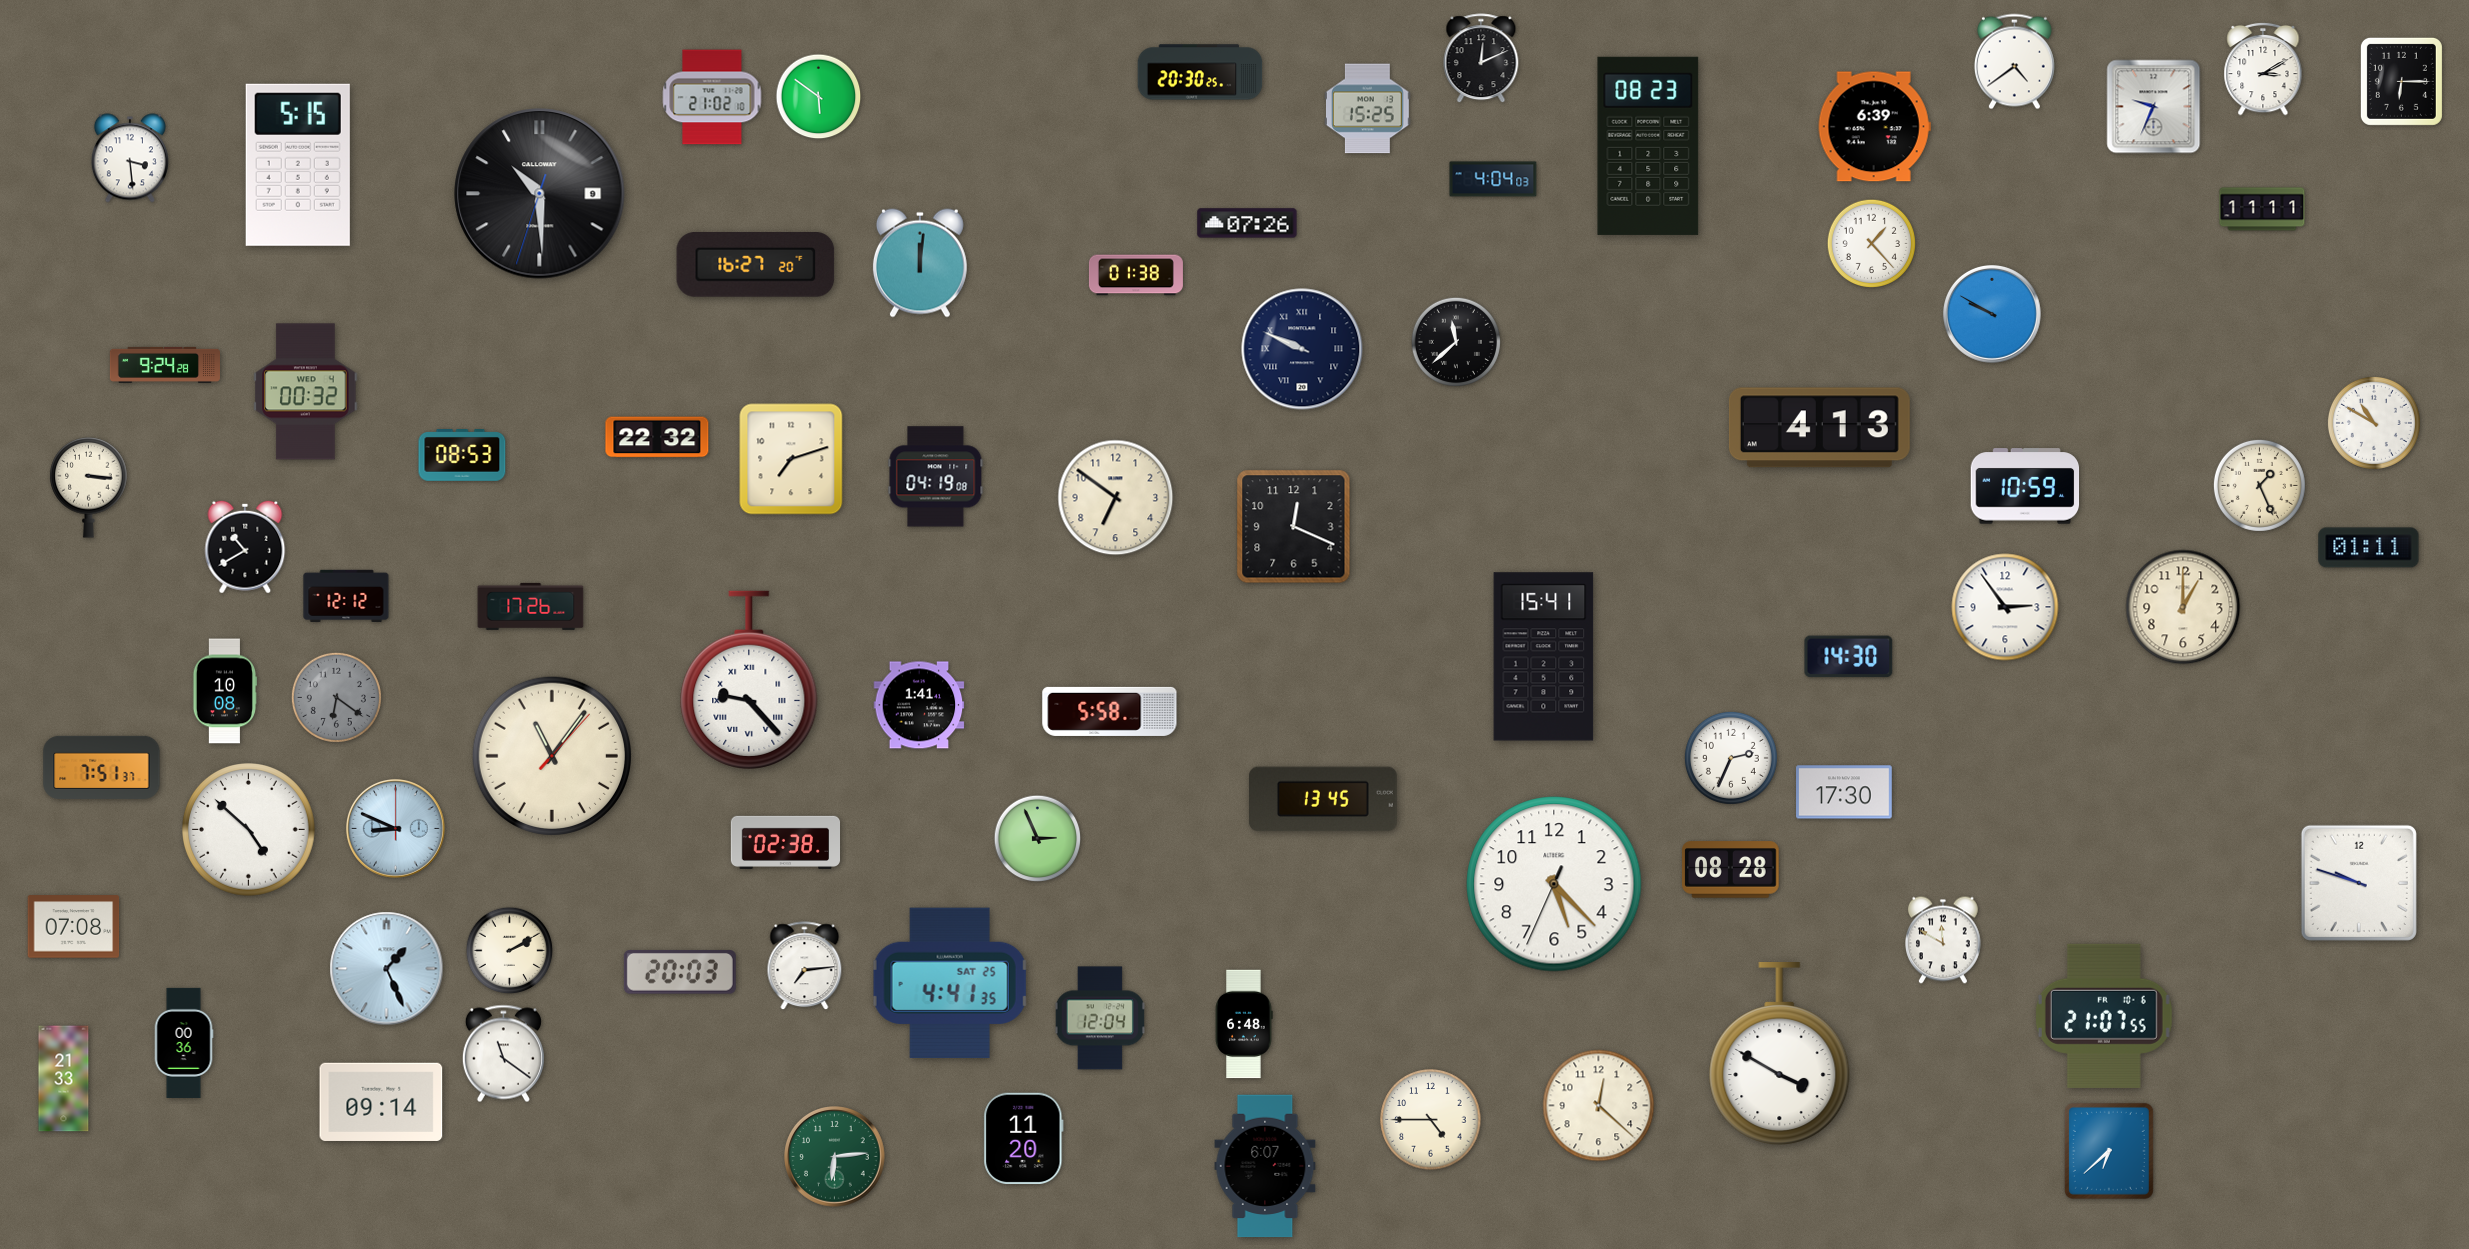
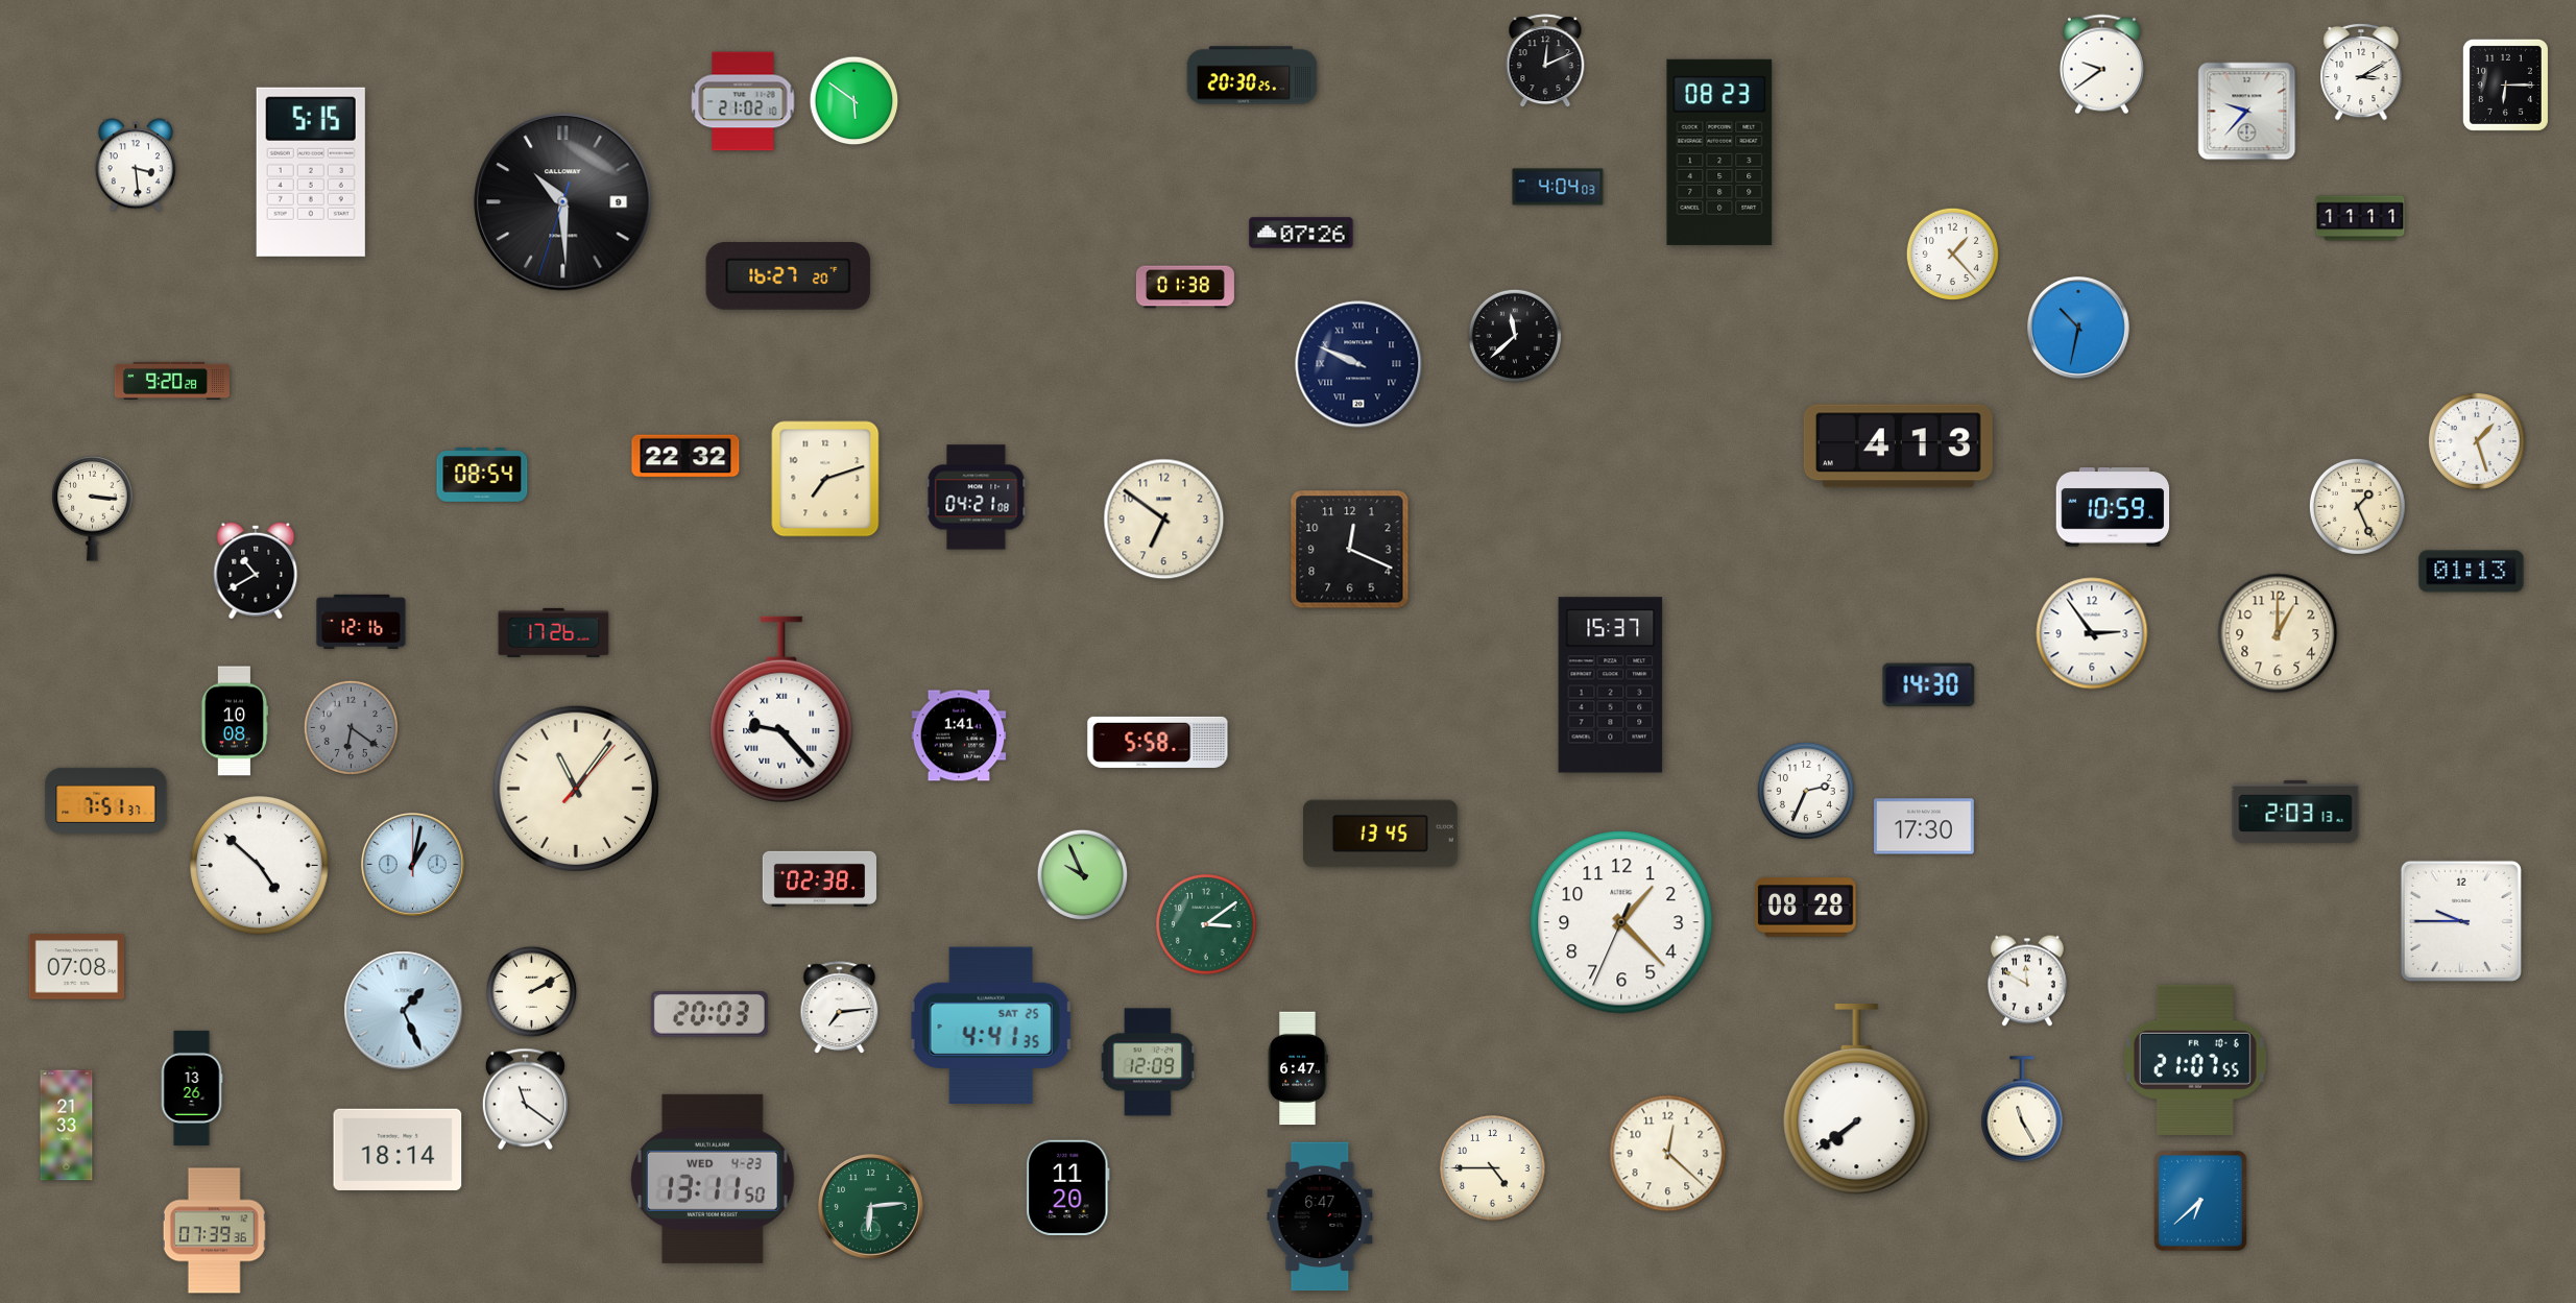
clock at (2014, 62): 4:39 -> 9:39
clock at (2154, 107): 9:34 -> 9:37
clock at (1368, 109): 15:25 -> none
clock at (1874, 127): 6:39 -> none
clock at (920, 263): 12:01 -> none
clock at (1992, 314): 9:50 -> 10:32
clock at (1456, 342) position: (1456, 342) -> (1515, 336)
clock at (165, 365): 9:24 -> 9:20
clock at (306, 392): 00:32 -> none
clock at (2374, 423): 10:50 -> 1:27
clock at (462, 456): 08:53 -> 08:54
clock at (936, 477): 04:19 -> 04:21
clock at (2369, 548): 01:11 -> 01:13
clock at (346, 595): 12:12 -> 12:16
clock at (1544, 657): 15:41 -> 15:37
clock at (2295, 812): none -> 2:03
clock at (395, 828): 8:49 -> 1:02
clock at (1038, 839): 2:56 -> 9:56
clock at (2359, 883): 9:48 -> 9:45
clock at (1554, 884): 5:22 -> 1:22
clock at (1206, 924): none -> 3:09
clock at (1100, 1018): 12:04 -> 12:09
clock at (1244, 1024): 6:48 -> 6:47
clock at (184, 1043): 00:36 -> 13:26
clock at (1780, 1054): 3:50 -> 7:39
clock at (2022, 1109): none -> 11:25
clock at (381, 1102): 09:14 -> 18:14
clock at (713, 1179): none -> 13:11
clock at (1265, 1166): 6:07 -> 6:47
clock at (214, 1231): none -> 07:39
